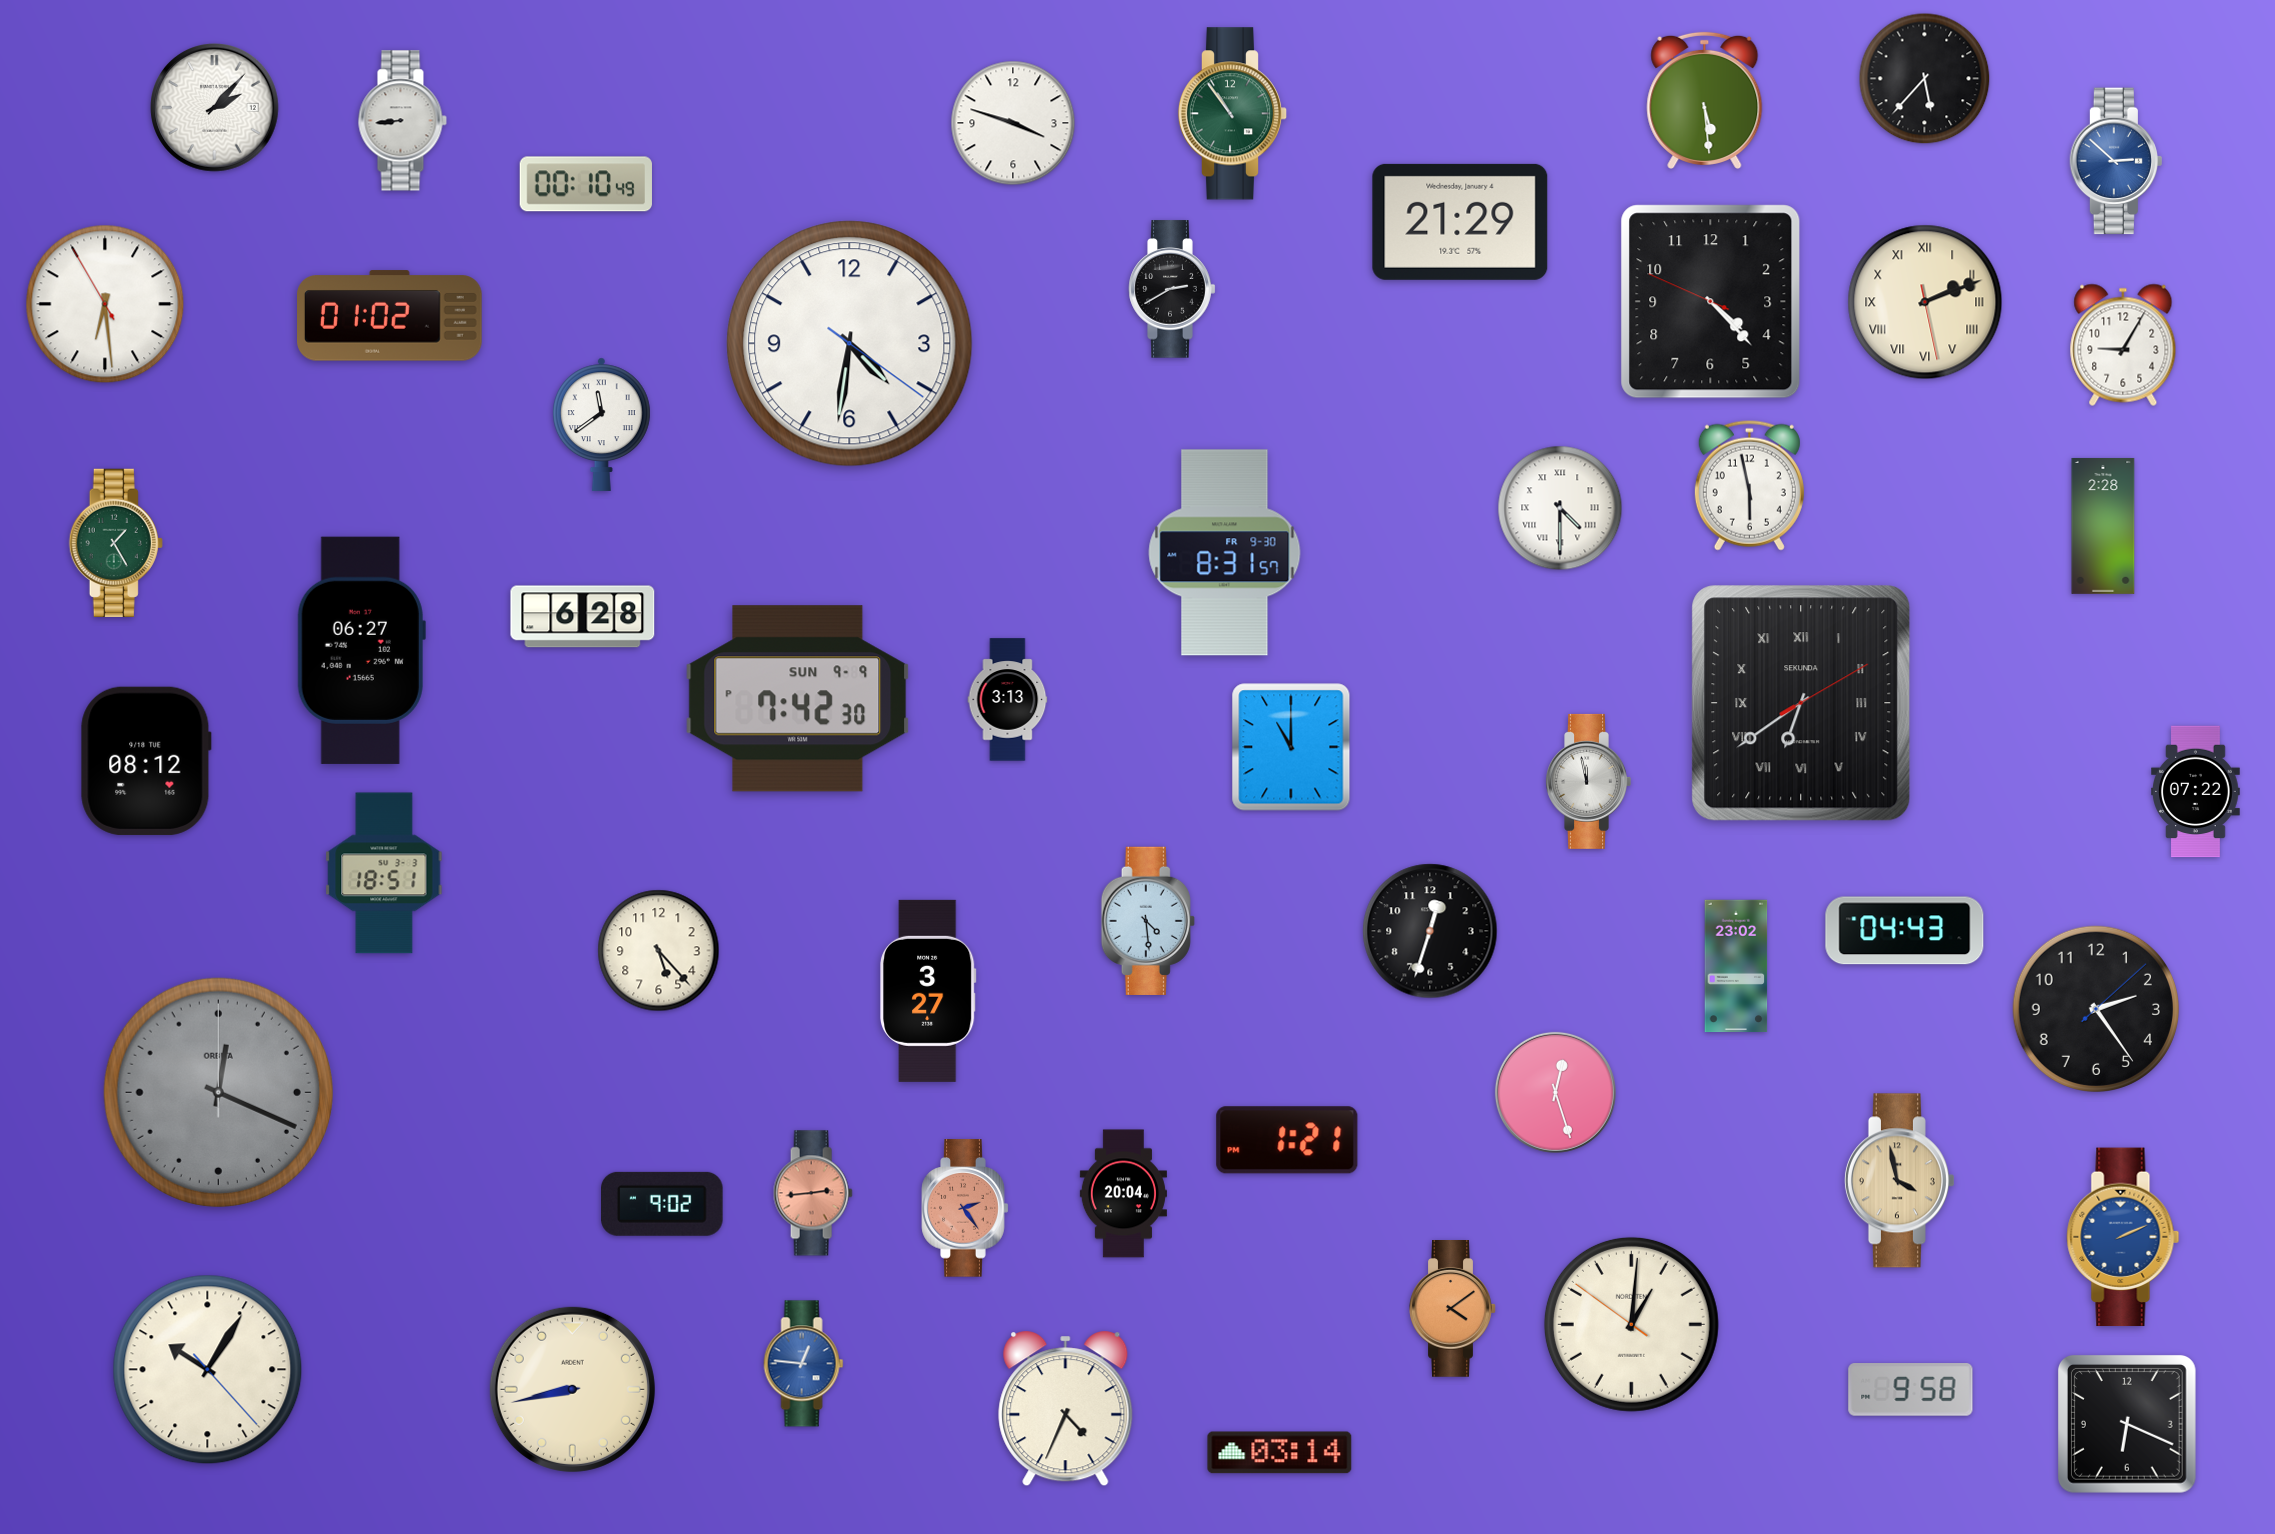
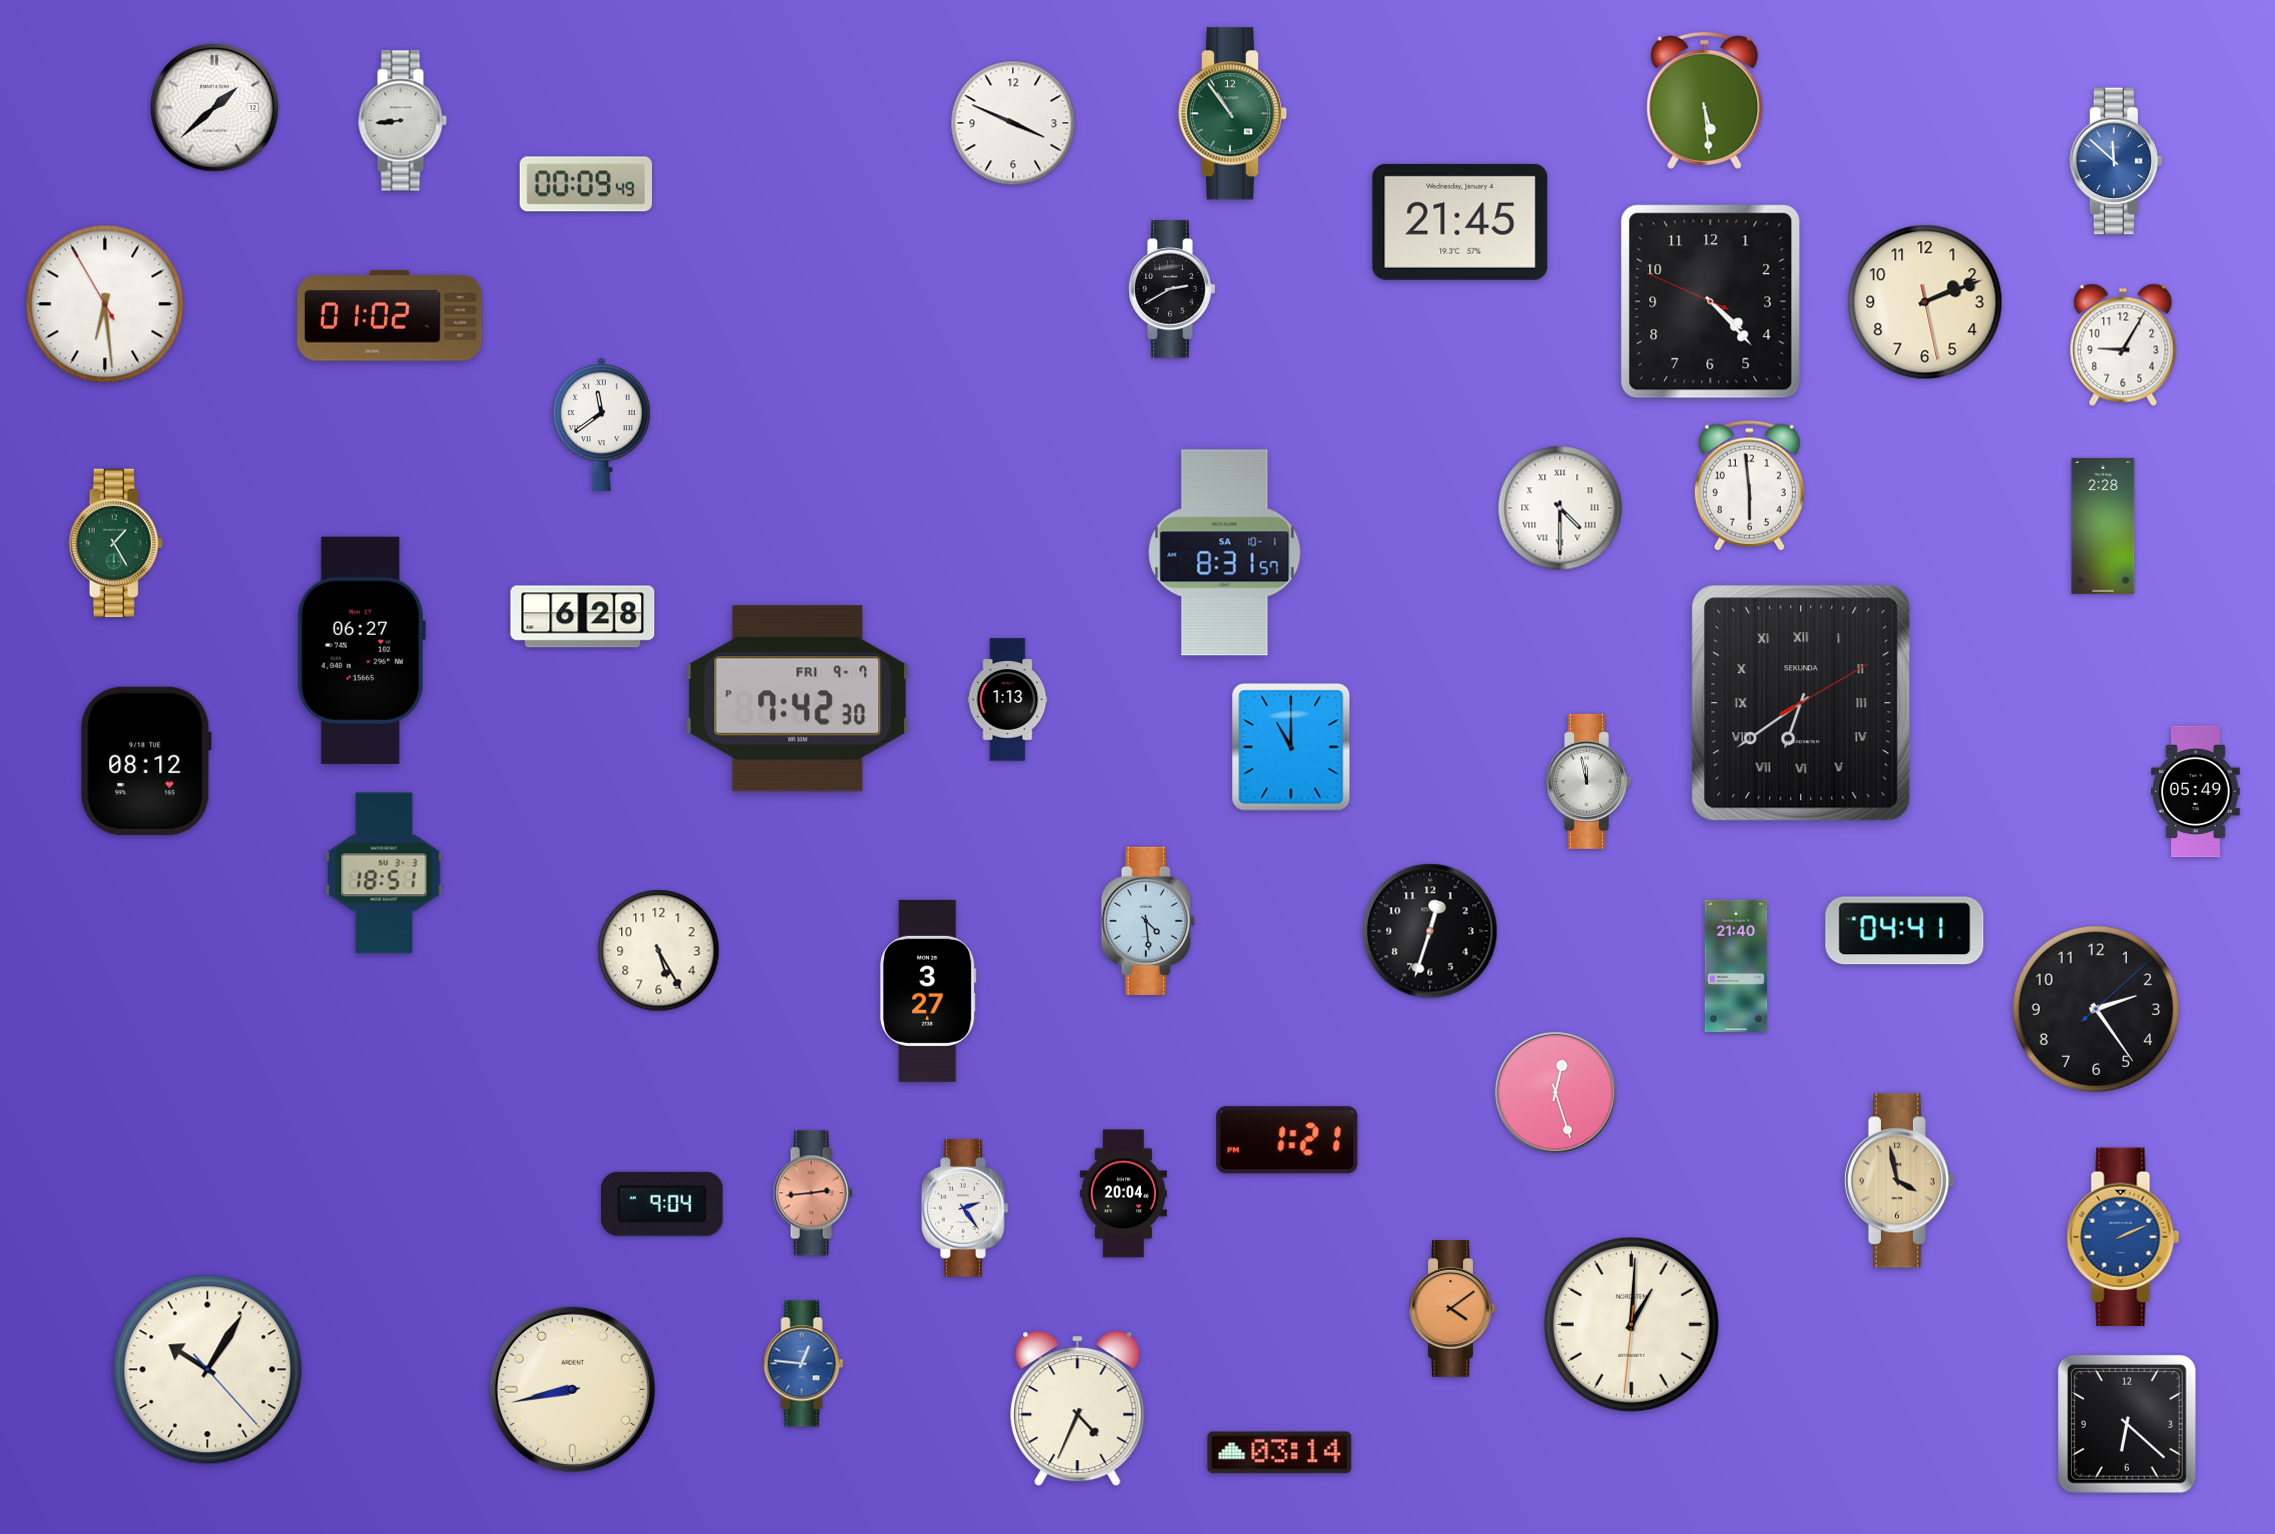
clock at (1925, 79): 5:37 -> none
clock at (215, 108): 2:07 -> 1:38
clock at (1013, 123): 3:48 -> 3:49
clock at (2116, 161): 2:52 -> 11:52
clock at (586, 184): 00:10 -> 00:09
clock at (1460, 222): 21:29 -> 21:45
clock at (1925, 302) numerals: Roman -> Arabic
clock at (850, 344): 4:31 -> none
clock at (1749, 485): 5:58 -> 5:59
clock at (1225, 553) date: FR 9-30 -> SA 10-1
clock at (798, 699) date: SUN 9-9 -> FRI 9-7
clock at (1008, 700): 3:13 -> 1:13
clock at (2196, 792): 07:22 -> 05:49
clock at (1905, 931): 04:43 -> 04:41
clock at (659, 951): 5:23 -> 5:25
clock at (1736, 966): 23:02 -> 21:40
clock at (218, 1092): 12:19 -> none
clock at (663, 1204): 9:02 -> 9:04
clock at (965, 1208) dial: salmon -> white
clock at (1631, 1324): 1:00:51 -> 1:00:31
clock at (1911, 1390): 9:58 -> none
clock at (1066, 1409) position: (1066, 1409) -> (1078, 1409)
clock at (2127, 1424): 6:19 -> 6:22
